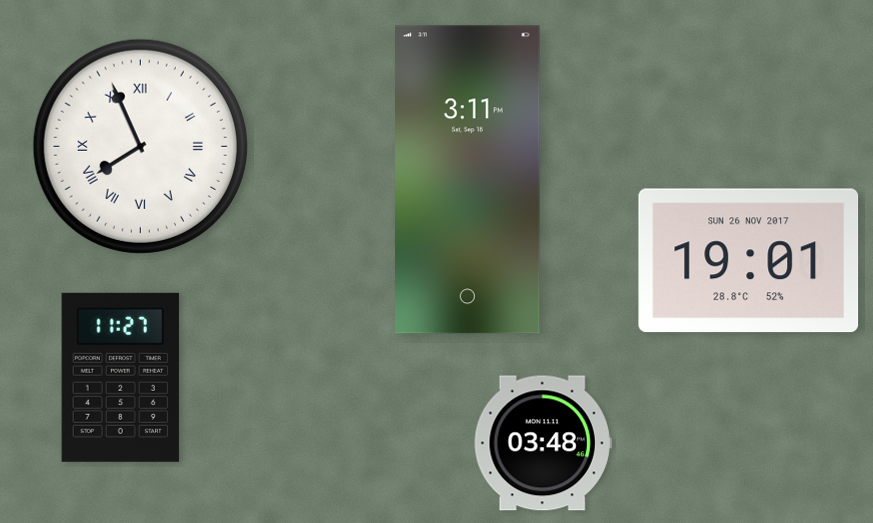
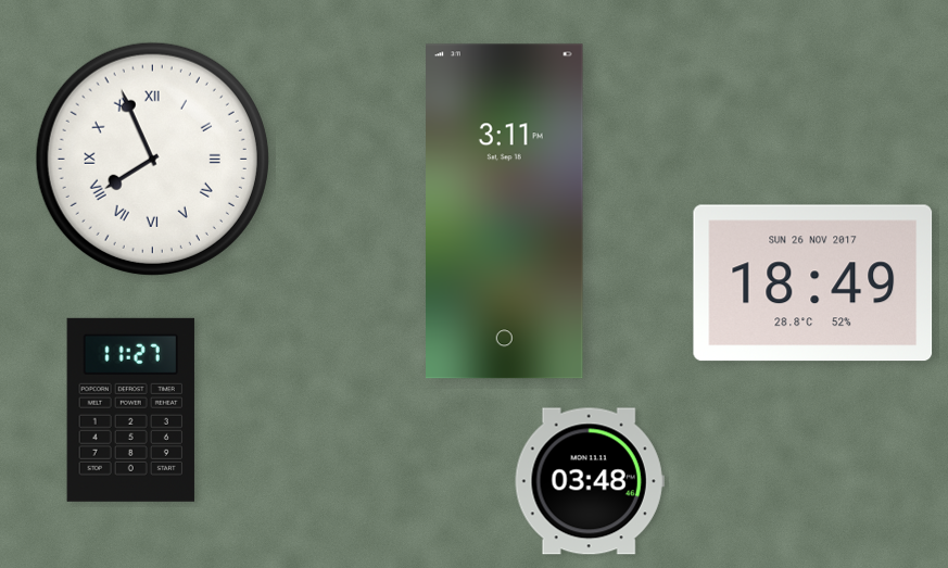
clock at (468, 180) position: (468, 180) -> (505, 212)
clock at (749, 261): 19:01 -> 18:49
